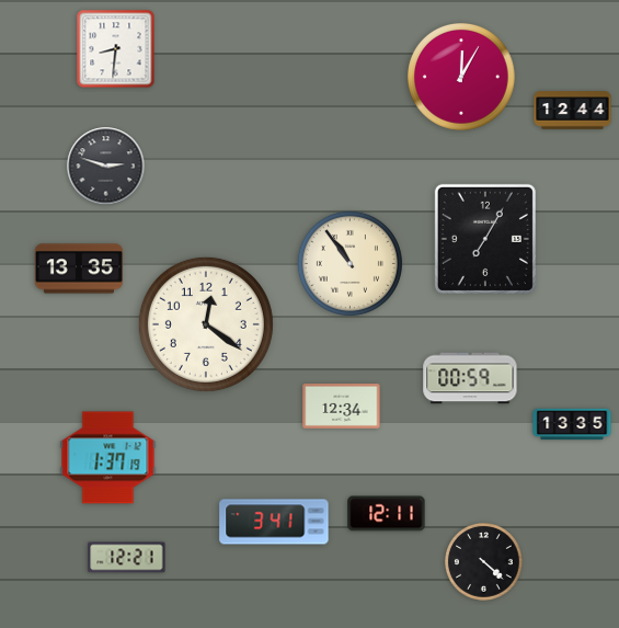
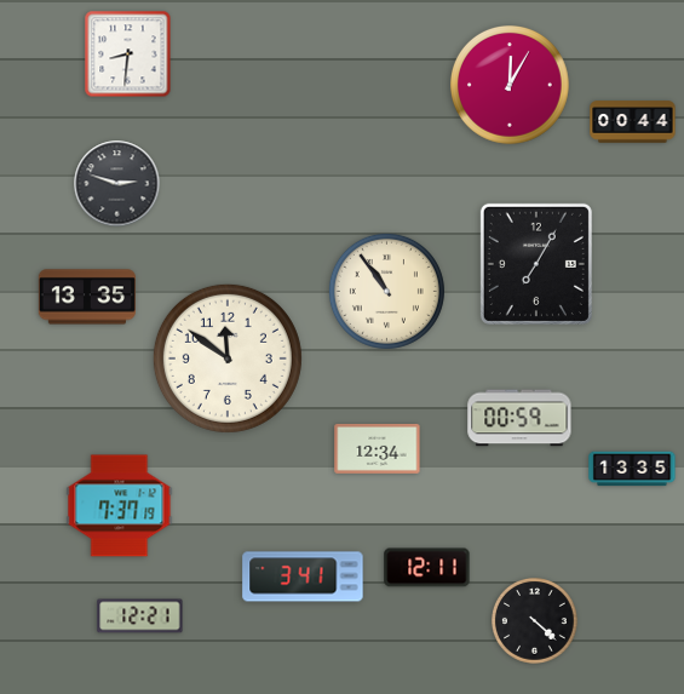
clock at (573, 111): 12:44 -> 00:44
clock at (206, 324): 12:21 -> 11:51
clock at (108, 458): 1:37 -> 7:37
